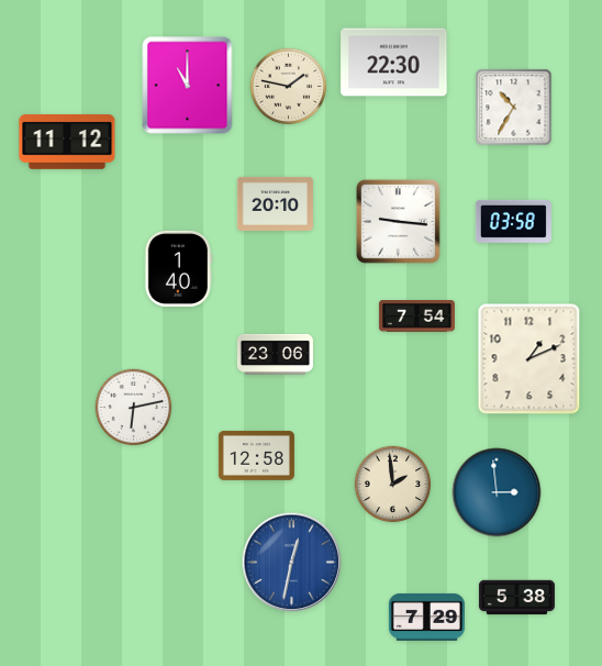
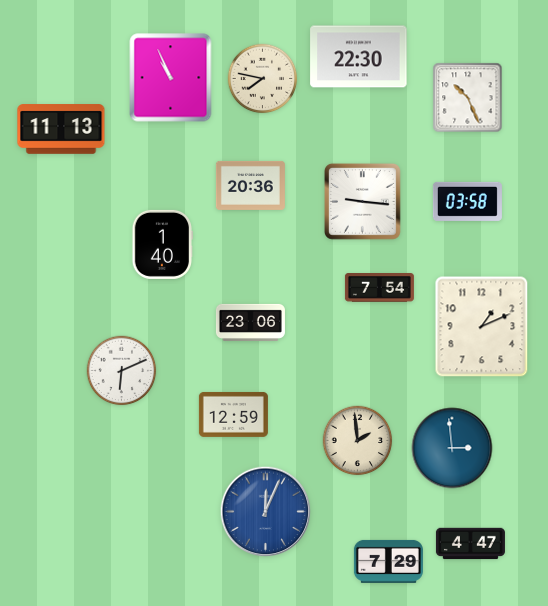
clock at (188, 86): 11:00 -> 10:56
clock at (289, 87): 1:47 -> 7:47
clock at (514, 108): 10:35 -> 10:26
clock at (67, 142): 11:12 -> 11:13
clock at (275, 203): 20:10 -> 20:36
clock at (134, 408): 6:13 -> 6:11
clock at (256, 455): 12:58 -> 12:59
clock at (292, 563): 12:32 -> 12:04
clock at (516, 598): 5:38 -> 4:47
